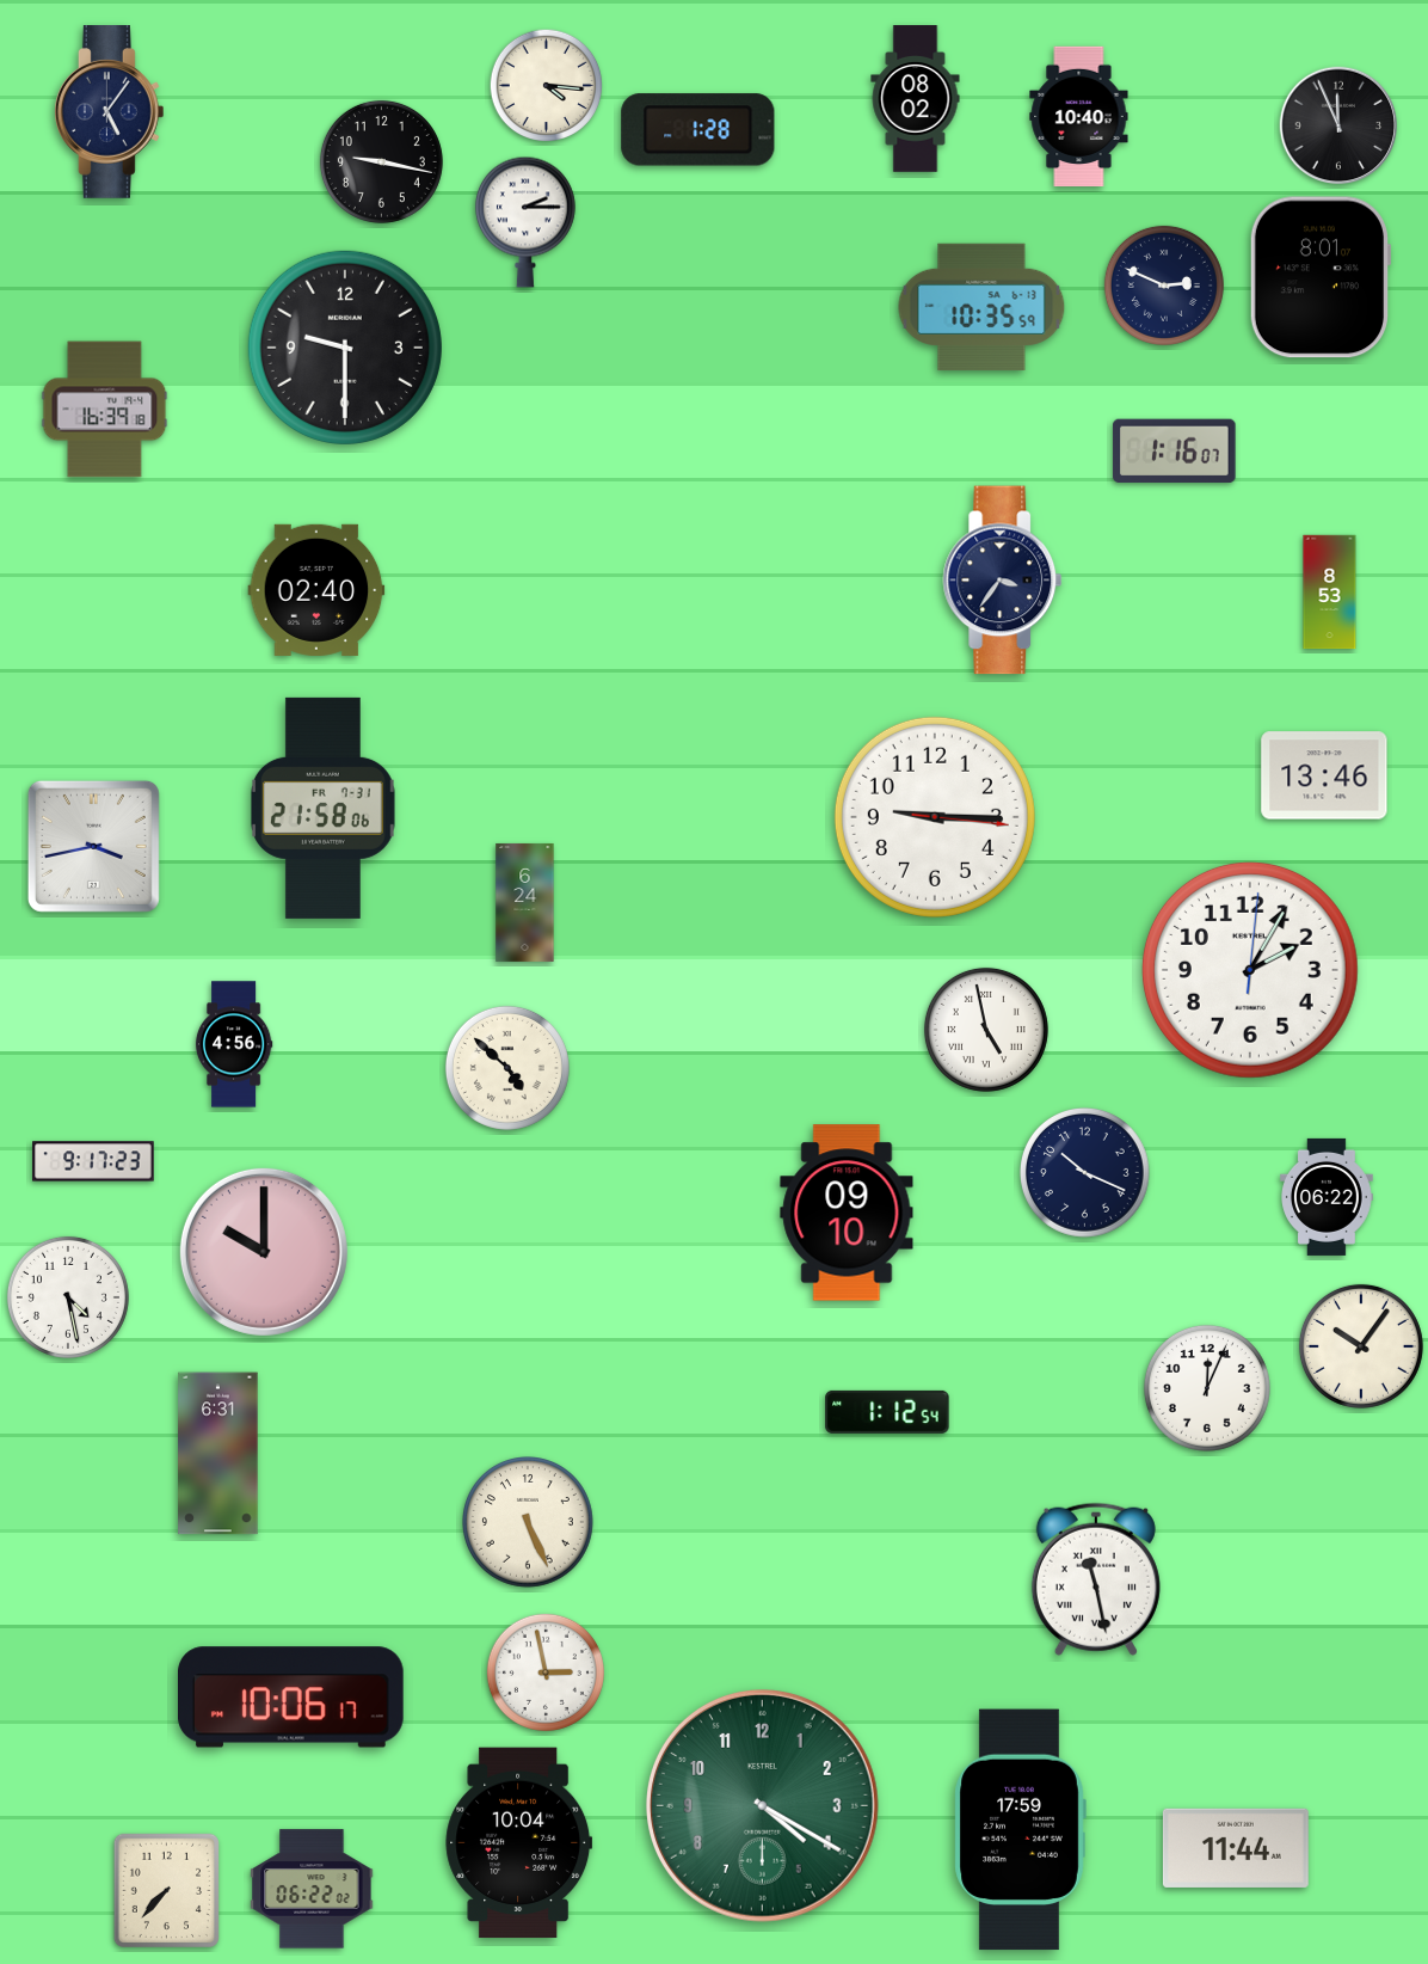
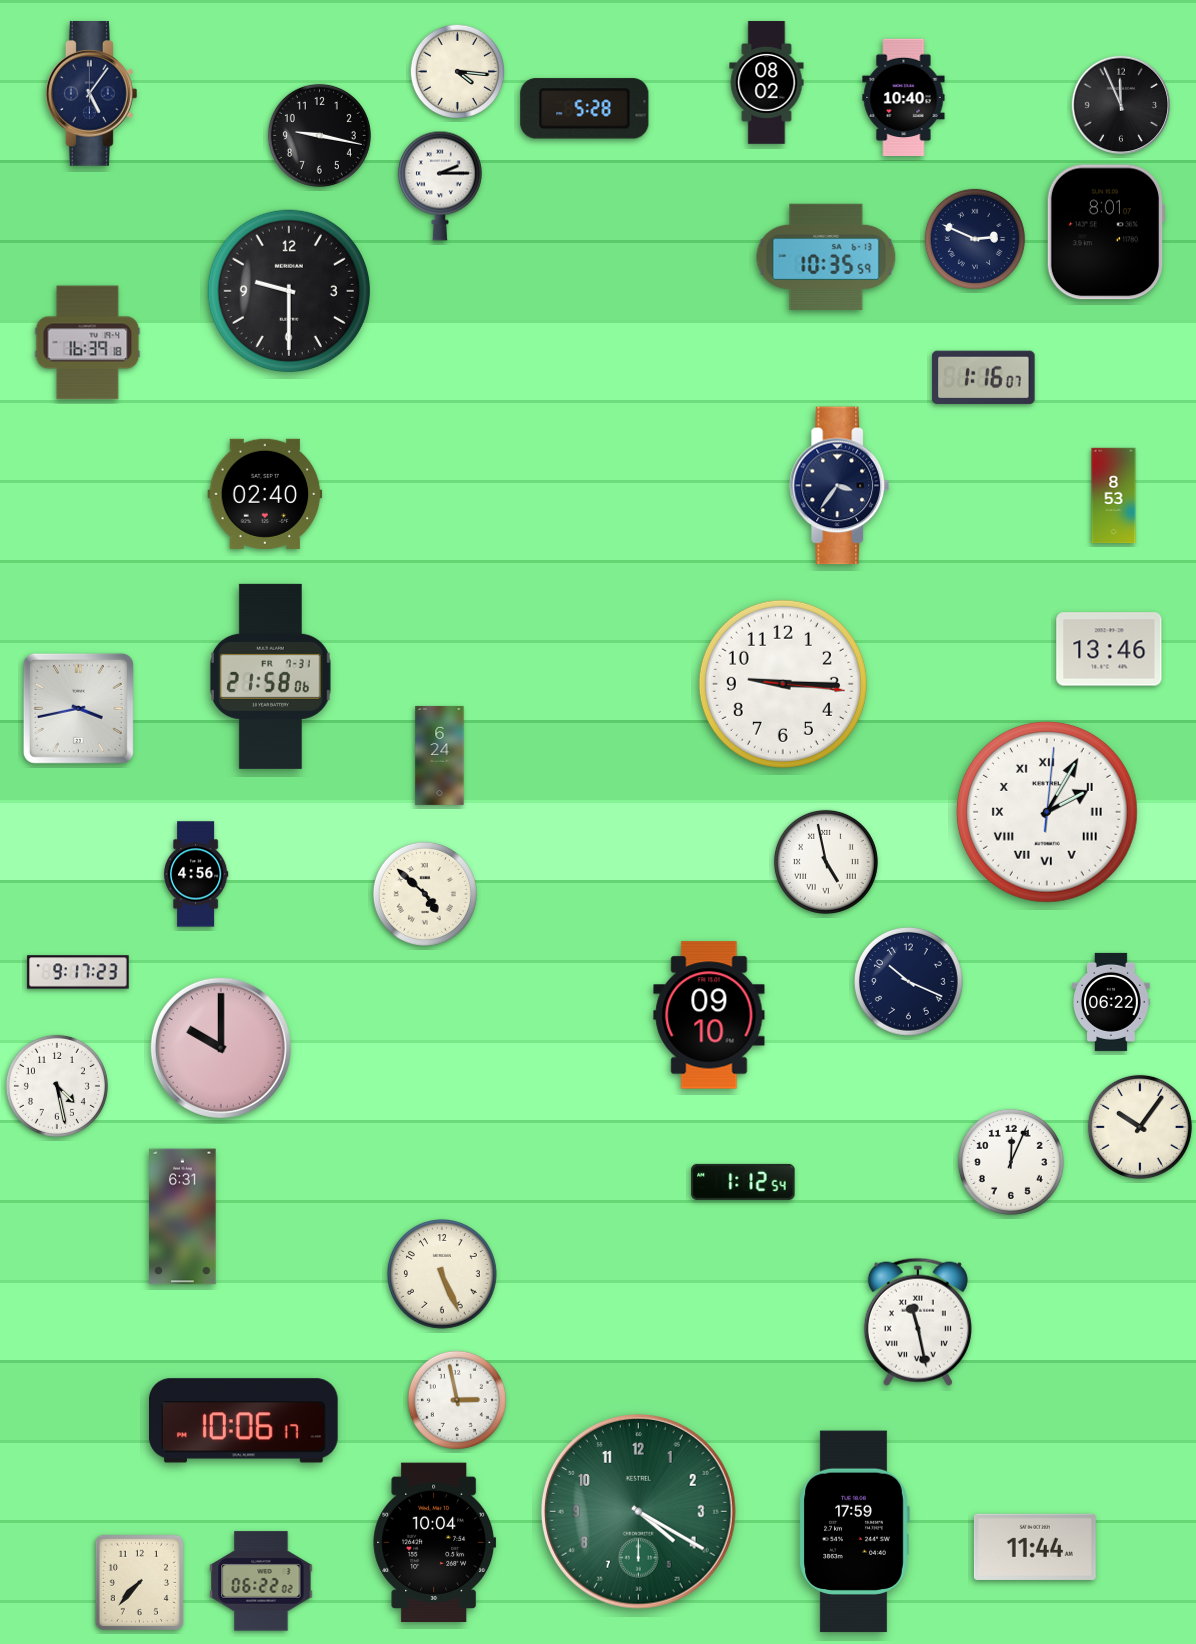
clock at (698, 130): 1:28 -> 5:28
clock at (981, 306) position: (981, 306) -> (826, 256)
clock at (1250, 970) numerals: Arabic -> Roman
